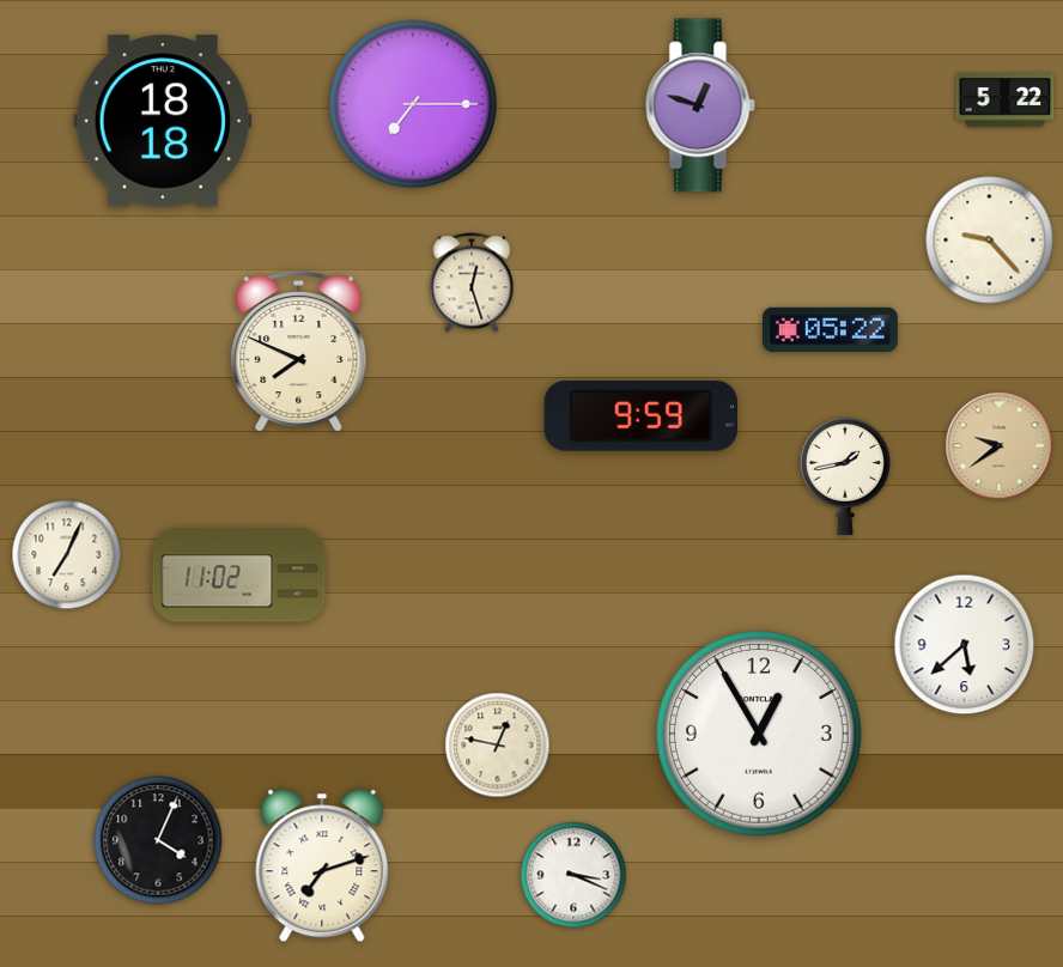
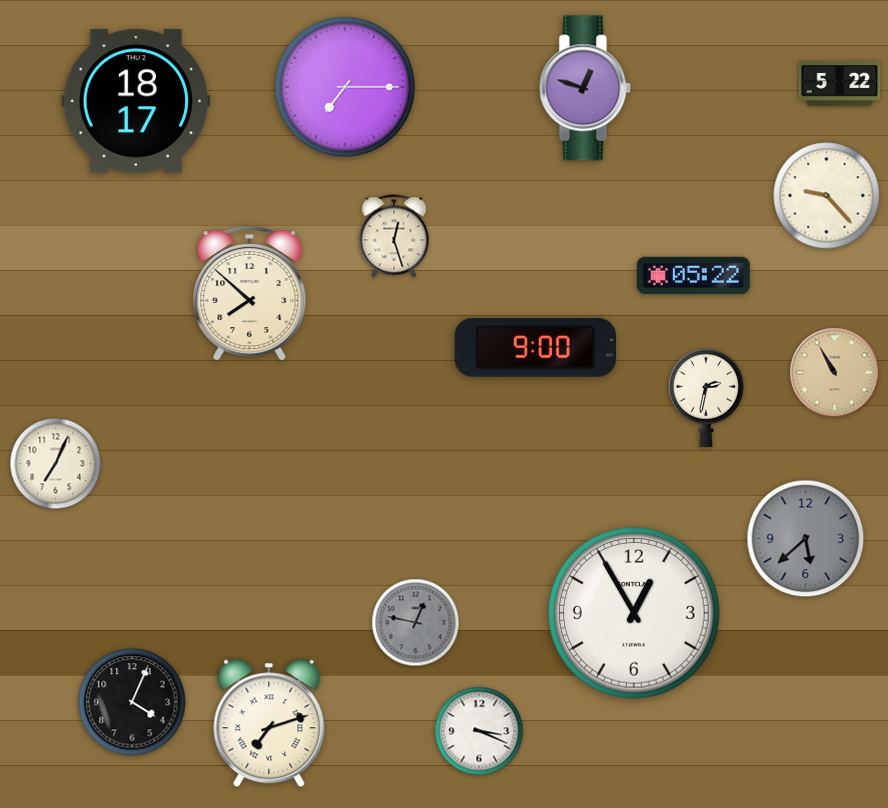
clock at (163, 121): 18:18 -> 18:17
clock at (990, 241) position: (990, 241) -> (827, 196)
clock at (299, 352): 7:49 -> 7:52
clock at (640, 415): 9:59 -> 9:00
clock at (1000, 446): 9:39 -> 10:55
clock at (845, 476): 1:43 -> 2:32
clock at (239, 576): 11:02 -> none
clock at (965, 645) dial: white -> grey
clock at (498, 746) dial: cream -> grey
